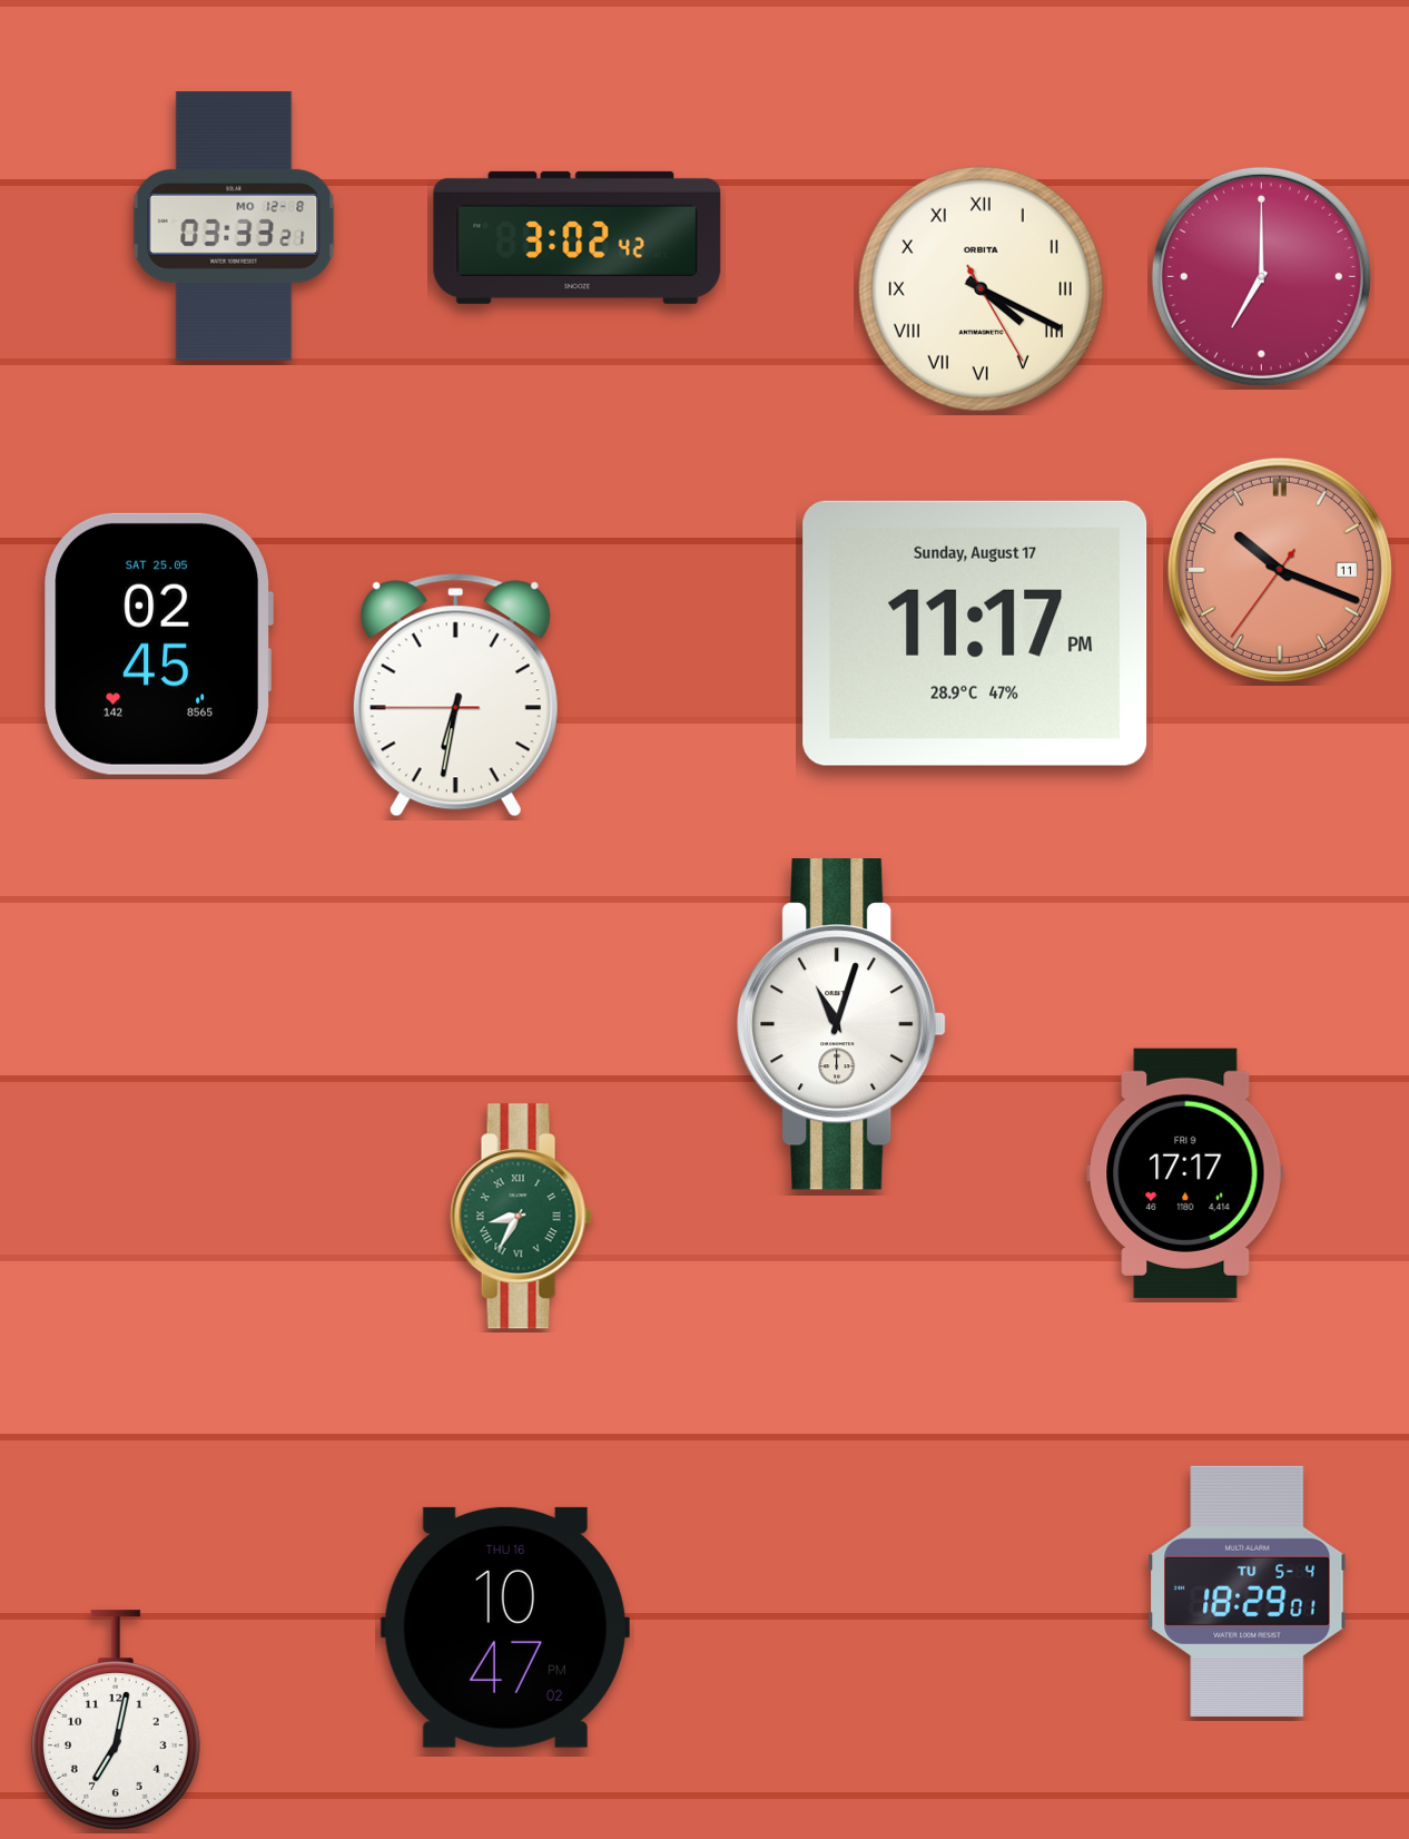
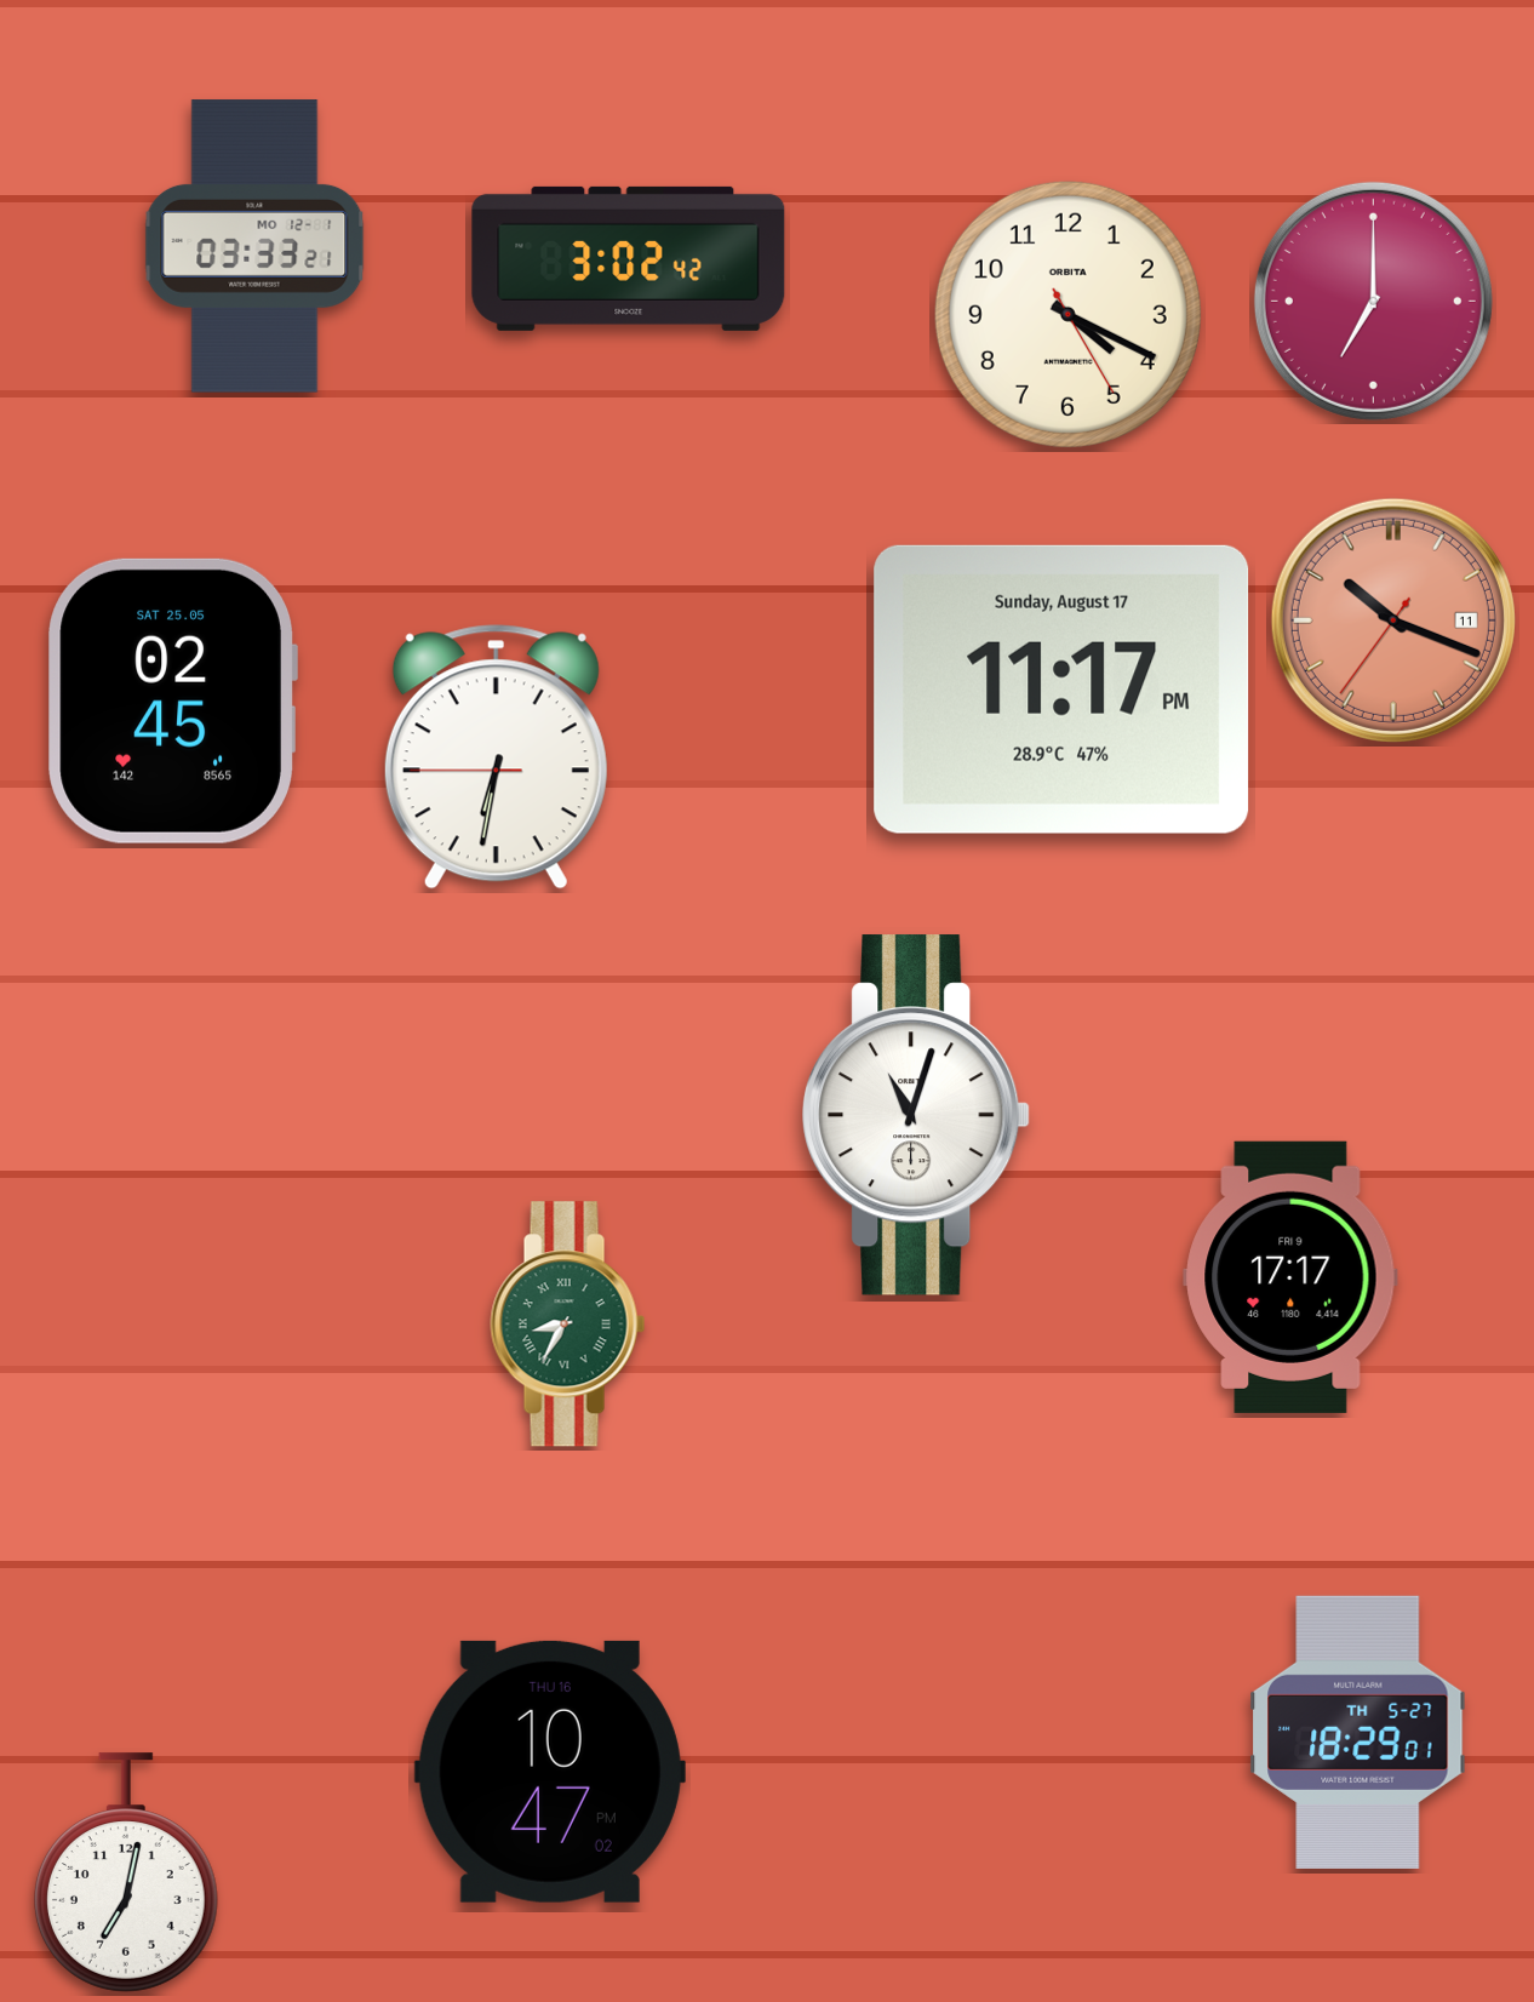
clock at (234, 226) date: MO 12-8 -> MO 12-1
clock at (981, 288) numerals: Roman -> Arabic
clock at (1248, 1591) date: TU 5-4 -> TH 5-27
